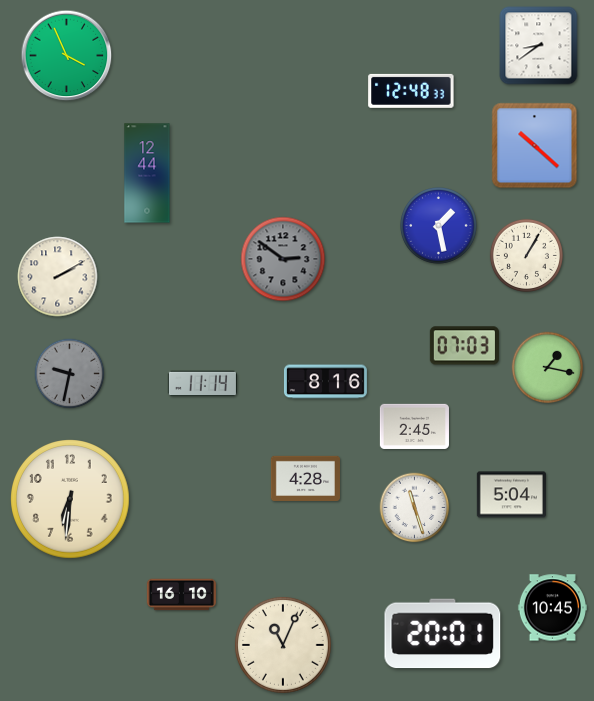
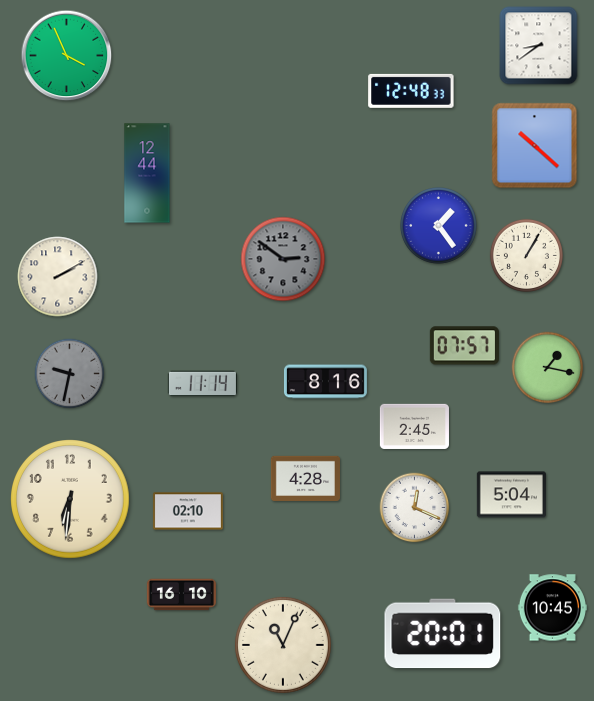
clock at (439, 226): 1:28 -> 1:24
clock at (464, 346): 07:03 -> 07:57
clock at (415, 508): 11:27 -> 12:19
clock at (188, 511): none -> 02:10
